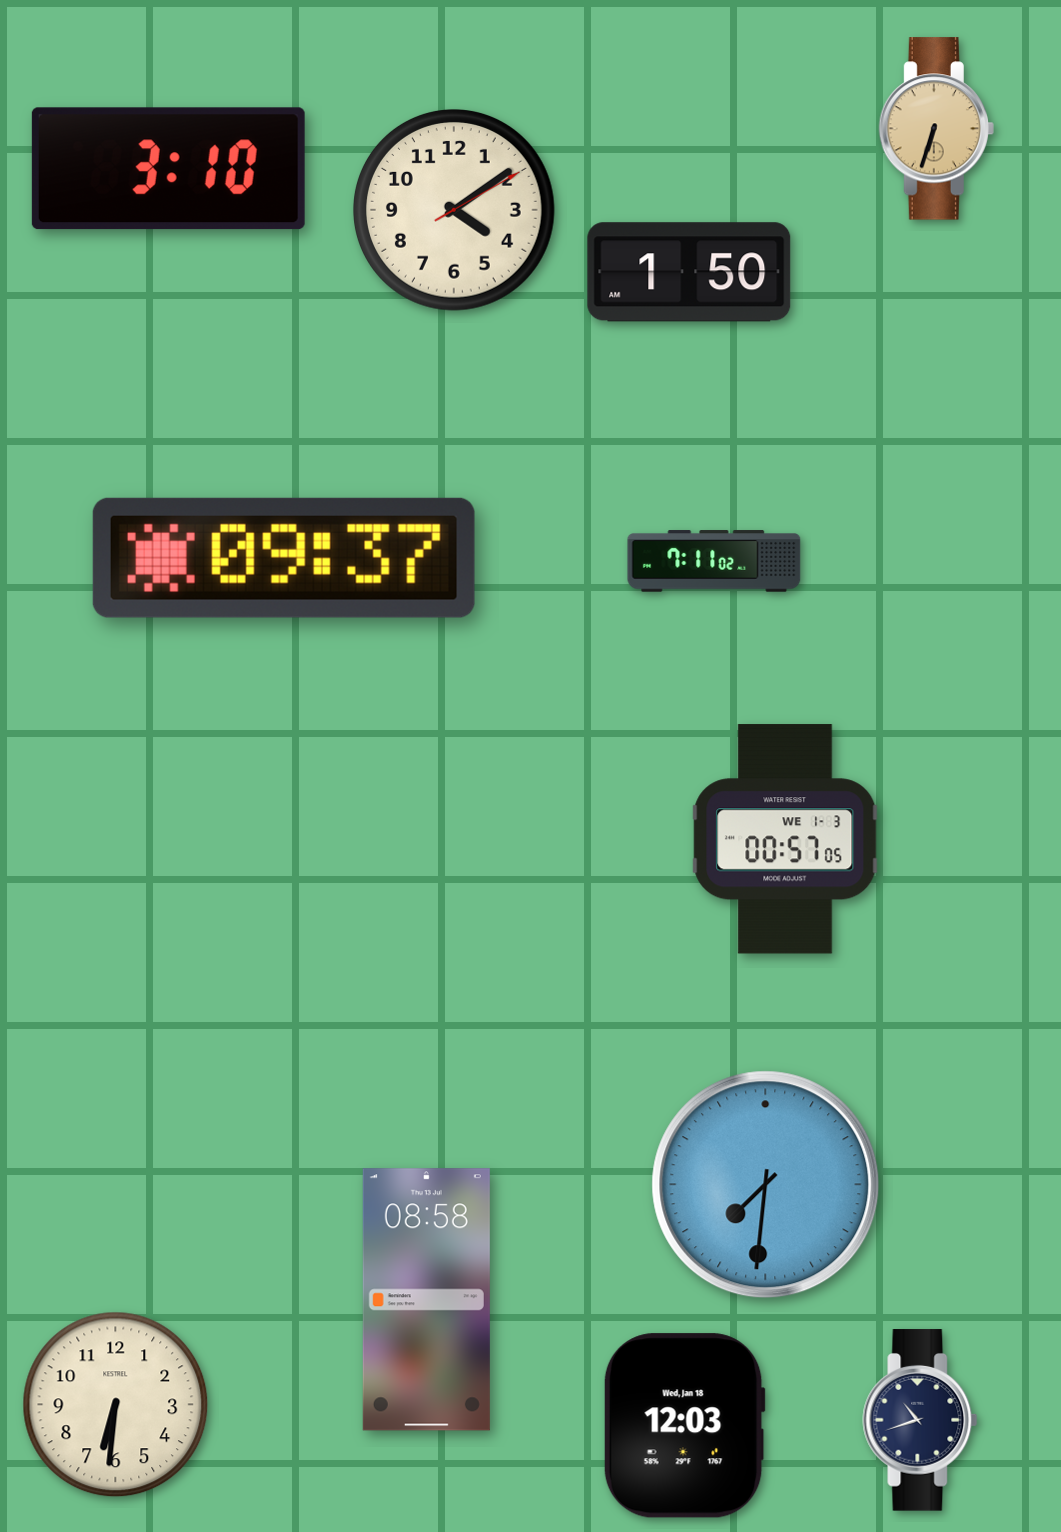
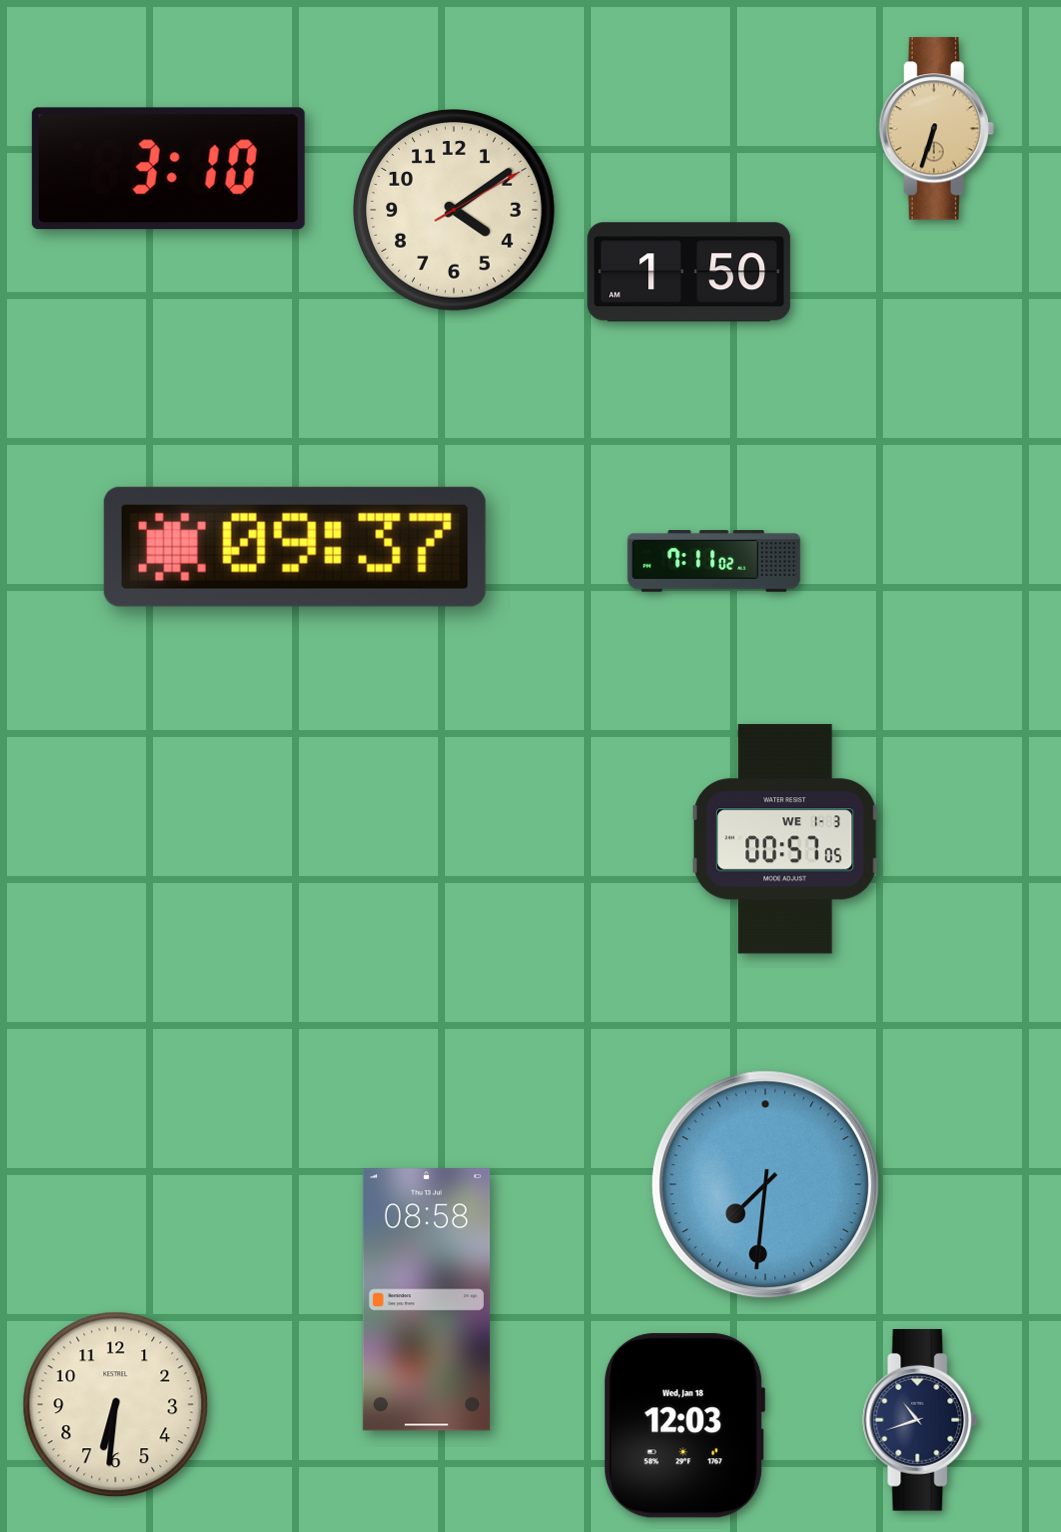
clock at (284, 558) position: (284, 558) -> (295, 547)
